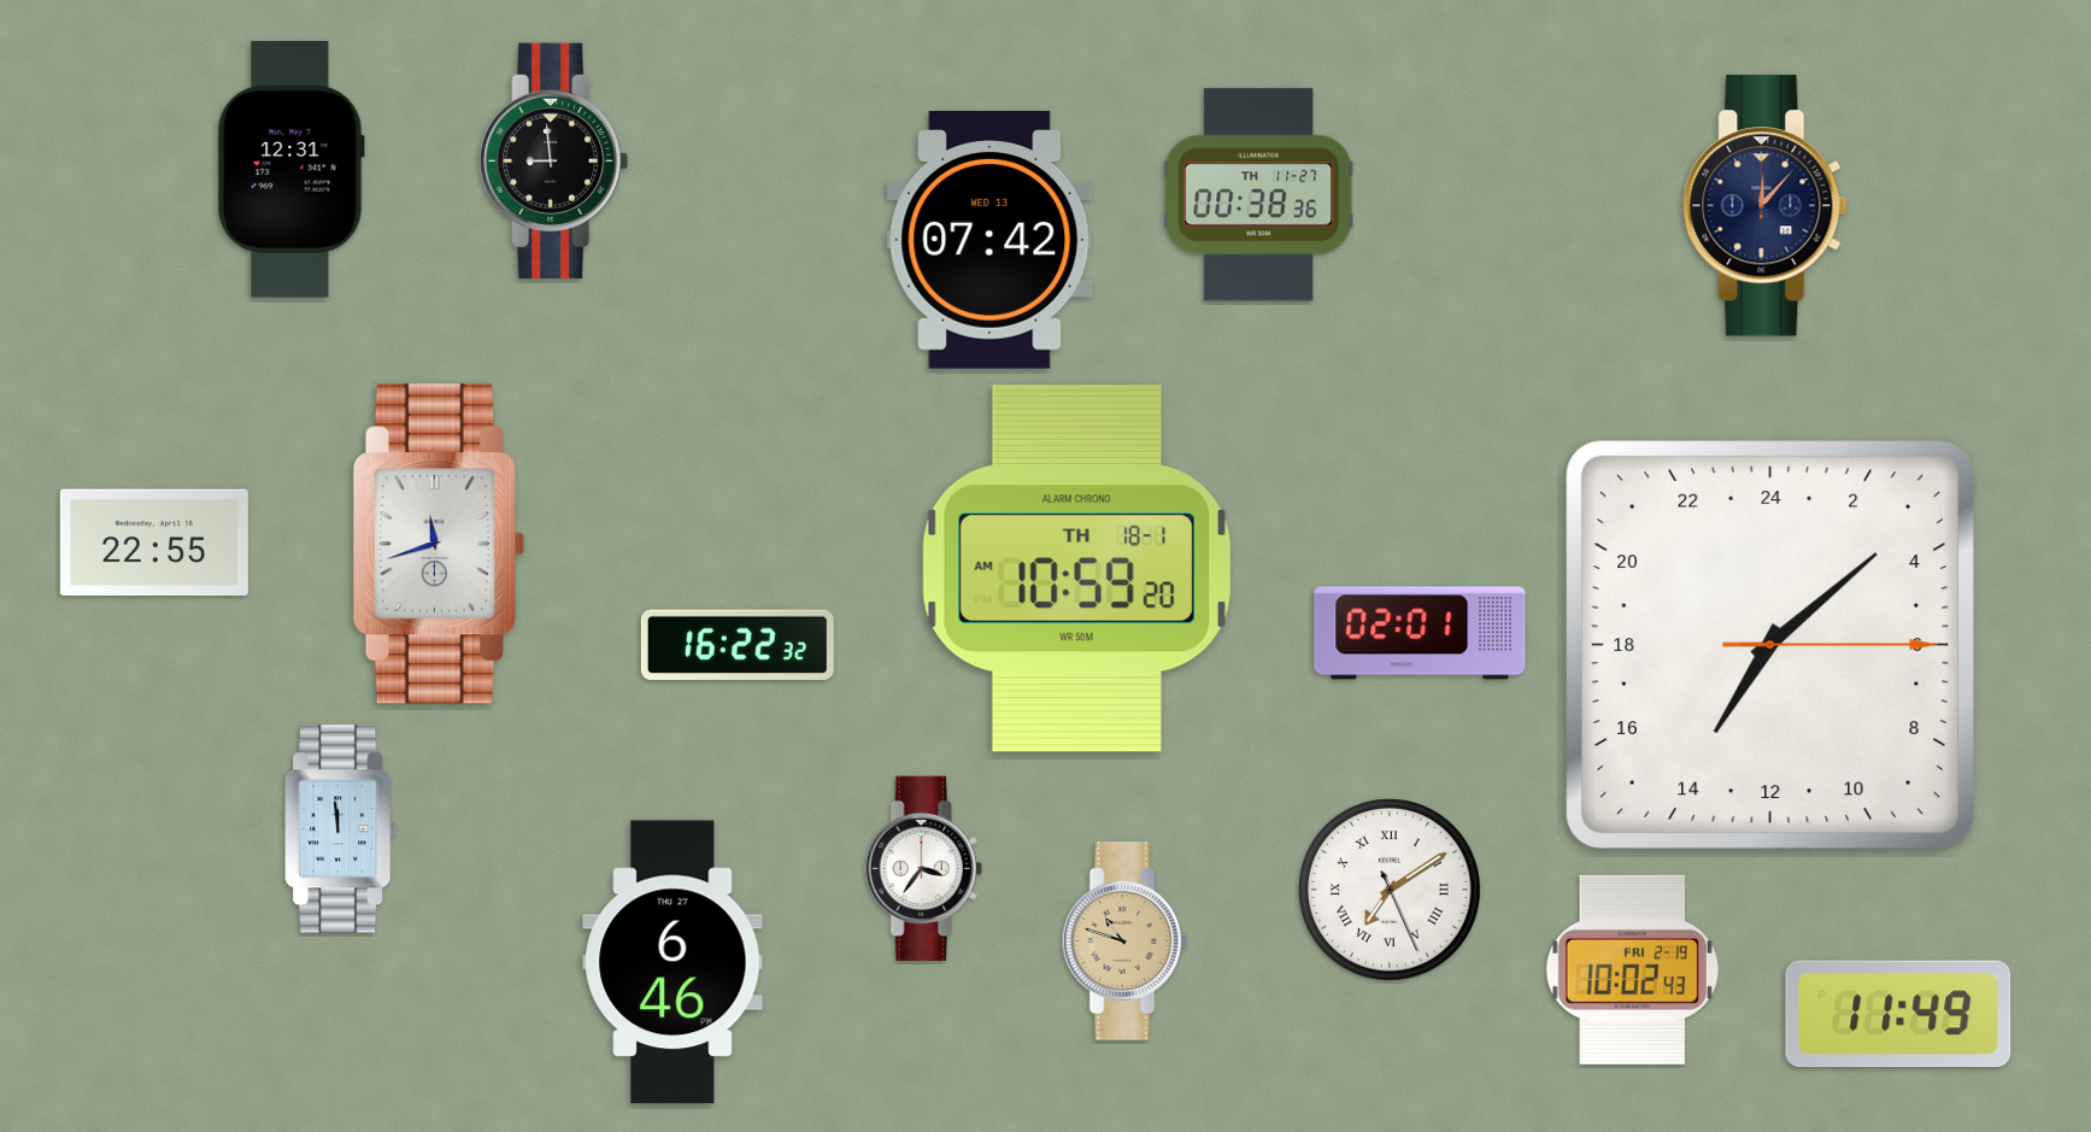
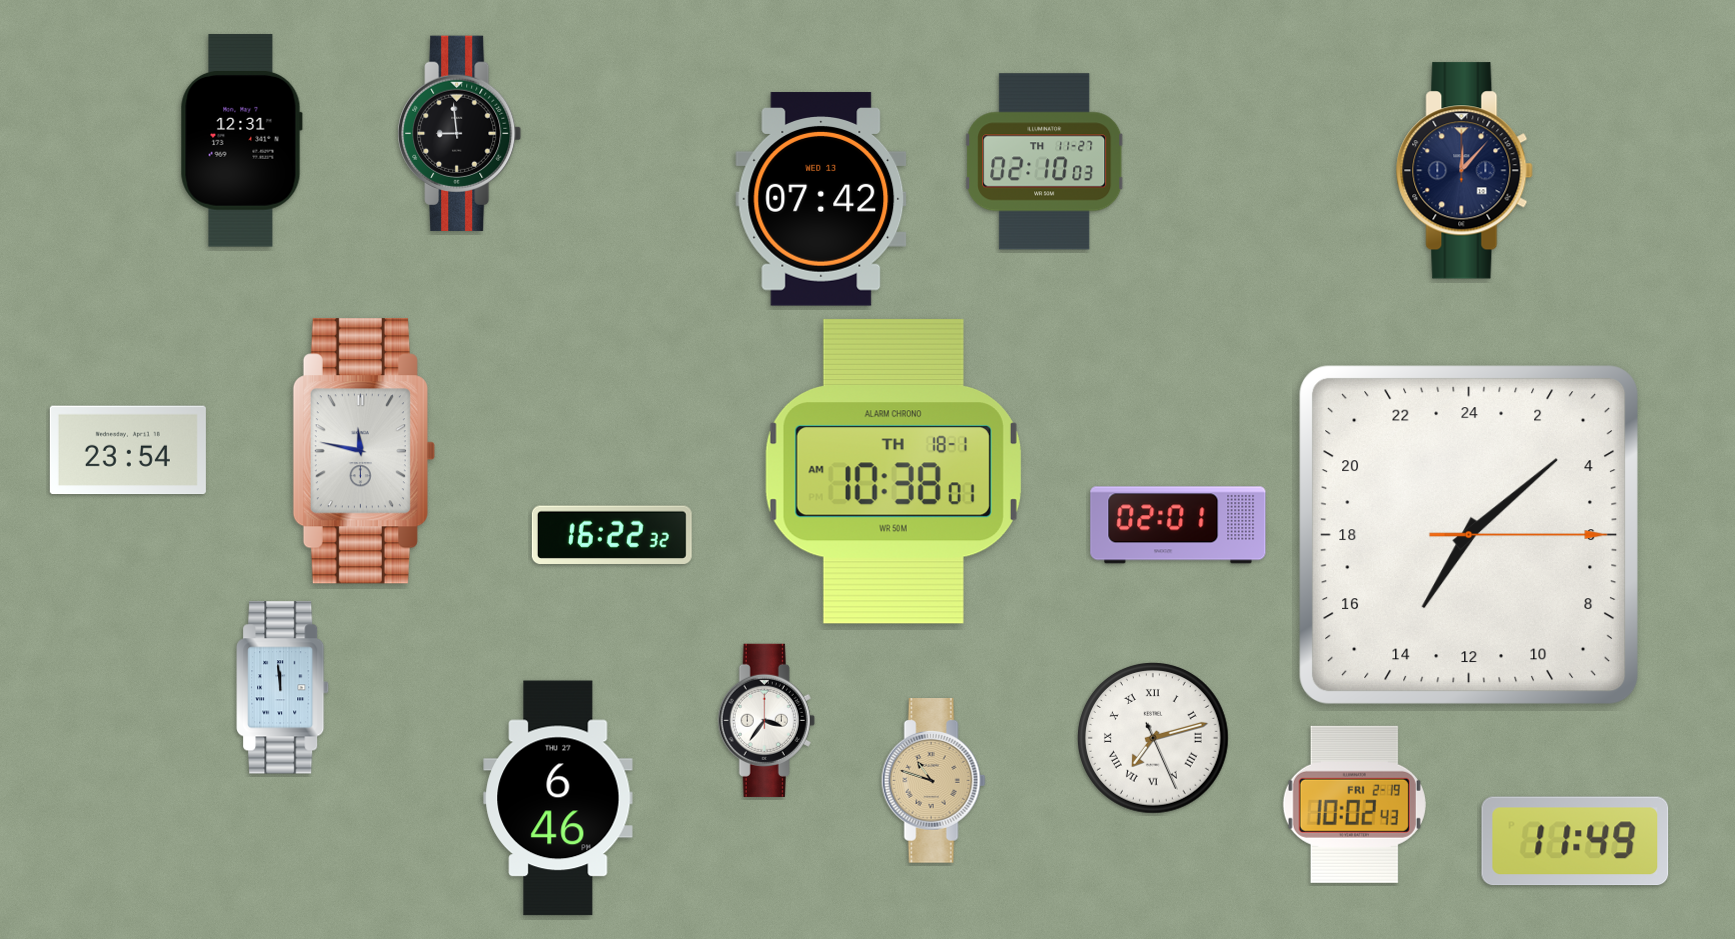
clock at (1259, 195): 00:38 -> 02:10
clock at (154, 542): 22:55 -> 23:54
clock at (439, 544): 11:42 -> 11:47
clock at (1076, 568): 10:59 -> 10:38
clock at (1391, 891): 7:09 -> 7:12
